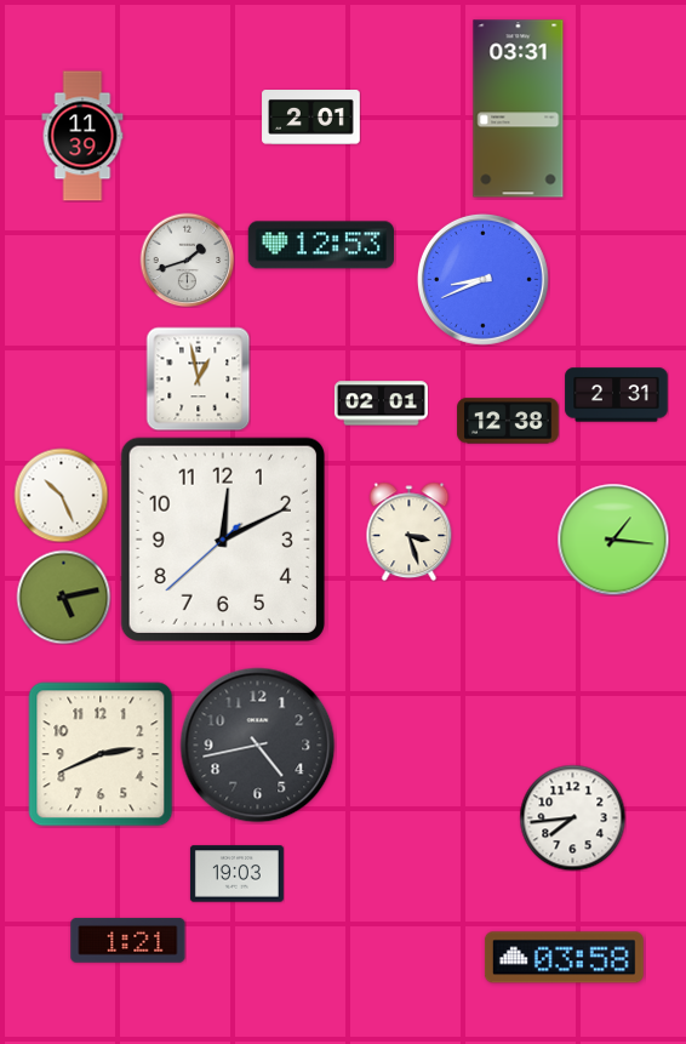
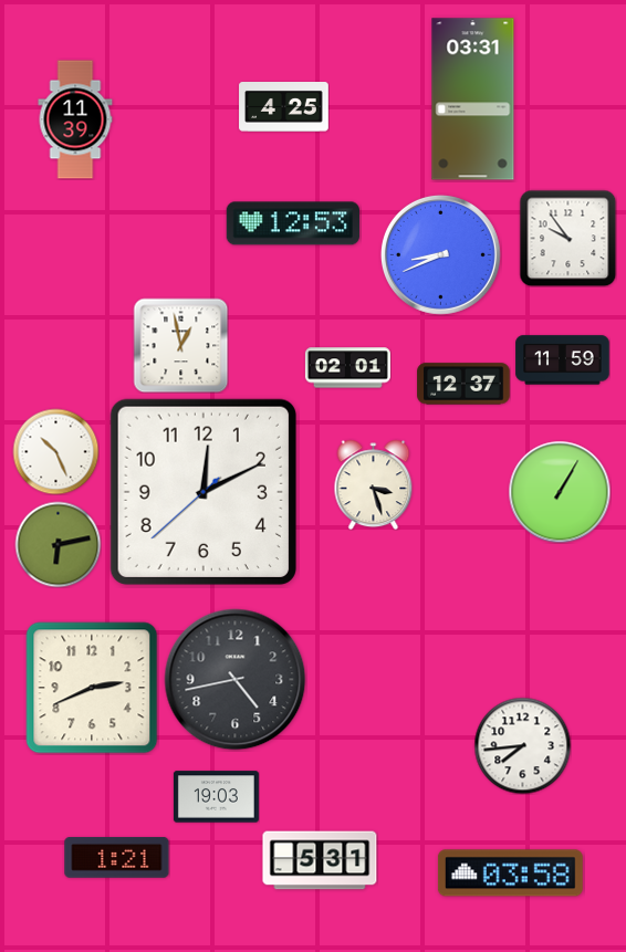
clock at (311, 118): 2:01 -> 4:25
clock at (82, 136) position: (82, 136) -> (75, 119)
clock at (187, 259): 1:42 -> none
clock at (567, 238): none -> 9:54
clock at (617, 395): 2:31 -> 11:59
clock at (508, 421): 12:38 -> 12:37
clock at (613, 540): 1:16 -> 1:05
clock at (63, 597): 5:13 -> 6:13
clock at (320, 860): none -> 5:31
clock at (564, 958) position: (564, 958) -> (510, 873)
